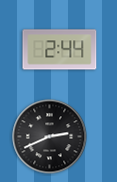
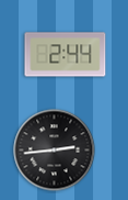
clock at (50, 137): 2:41 -> 2:44
